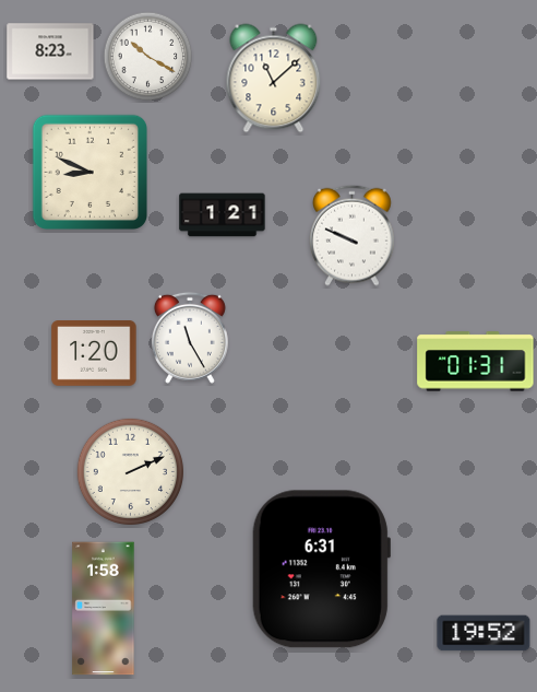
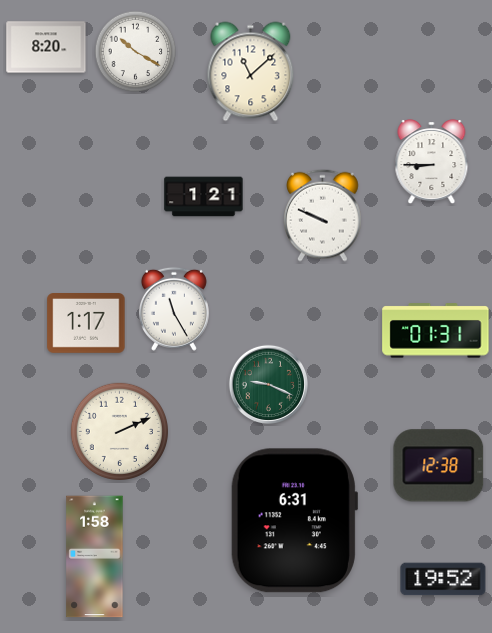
clock at (50, 51): 8:23 -> 8:20
clock at (89, 172): 8:49 -> none
clock at (432, 162): none -> 8:45
clock at (94, 354): 1:20 -> 1:17
clock at (268, 384): none -> 9:19
clock at (439, 466): none -> 12:38
